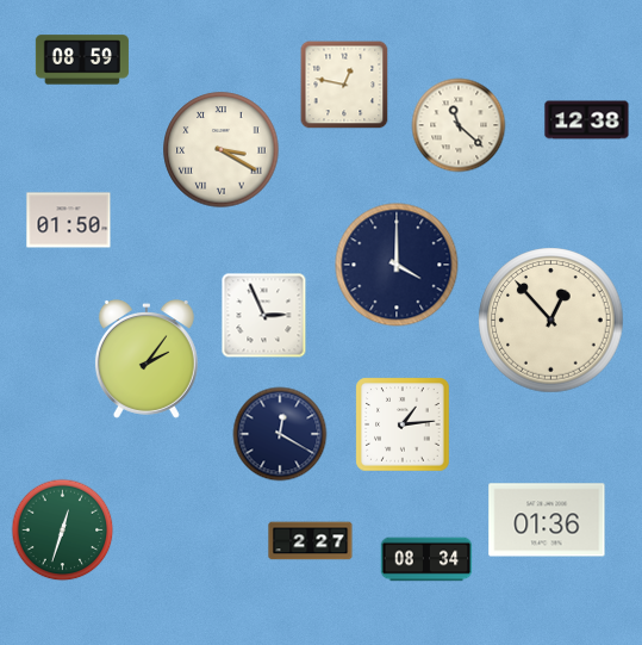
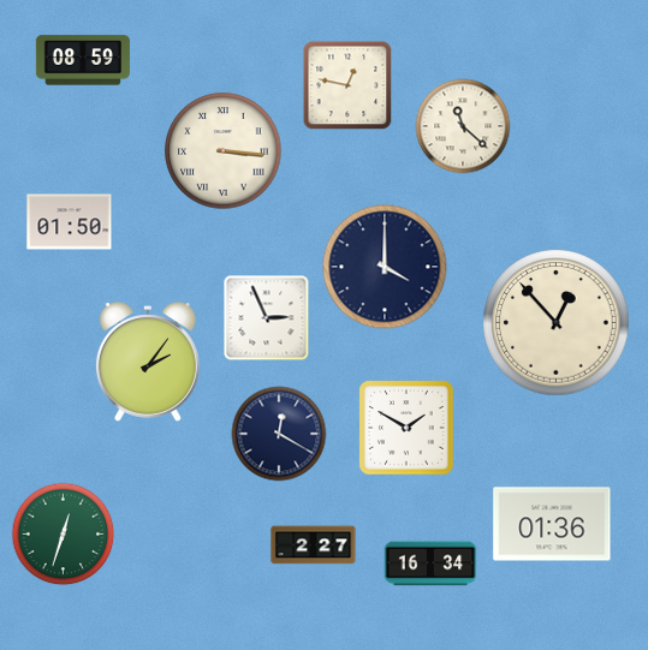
clock at (587, 120): 12:38 -> none
clock at (222, 150): 3:20 -> 3:16
clock at (397, 265) position: (397, 265) -> (385, 267)
clock at (403, 424): 1:14 -> 1:50
clock at (280, 434) position: (280, 434) -> (279, 434)
clock at (426, 559): 08:34 -> 16:34
